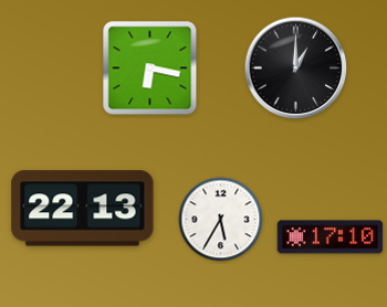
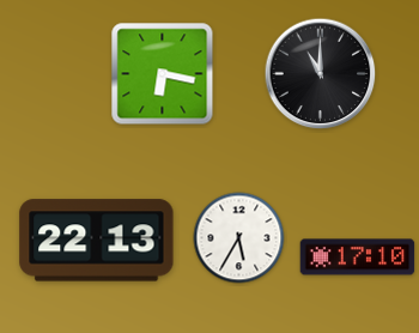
clock at (296, 68): 1:00 -> 11:00
clock at (83, 209) position: (83, 209) -> (97, 241)
